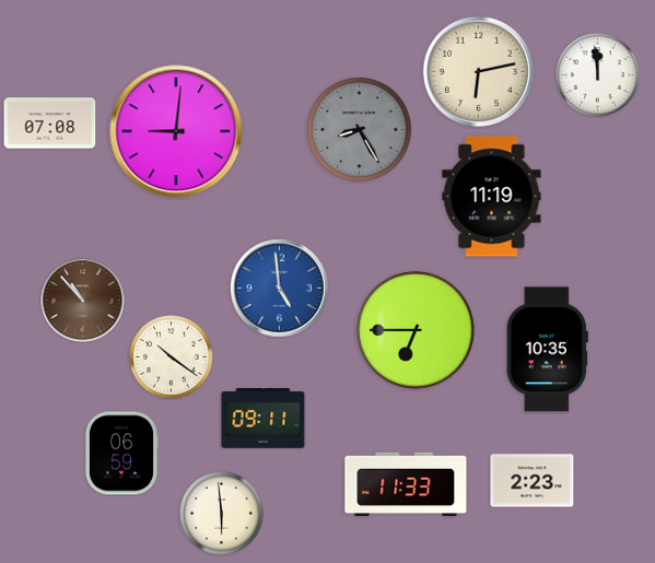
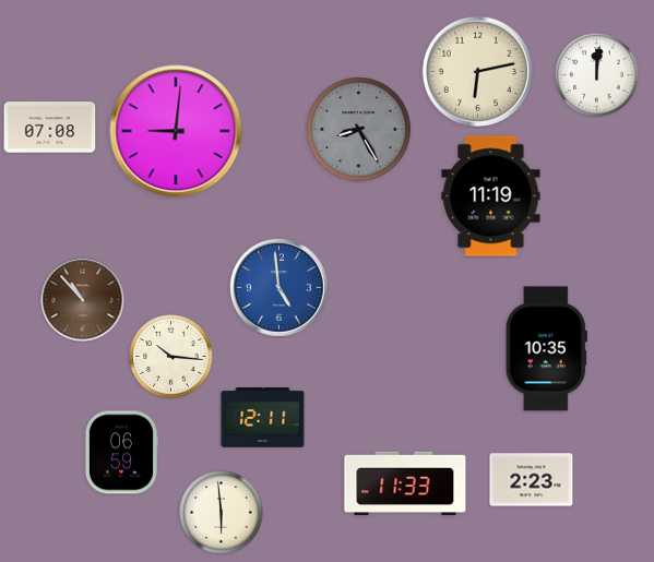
clock at (598, 75): 11:59 -> 12:01
clock at (50, 124) position: (50, 124) -> (50, 128)
clock at (416, 330): 6:45 -> none
clock at (172, 357): 10:21 -> 10:16
clock at (264, 419): 09:11 -> 12:11
